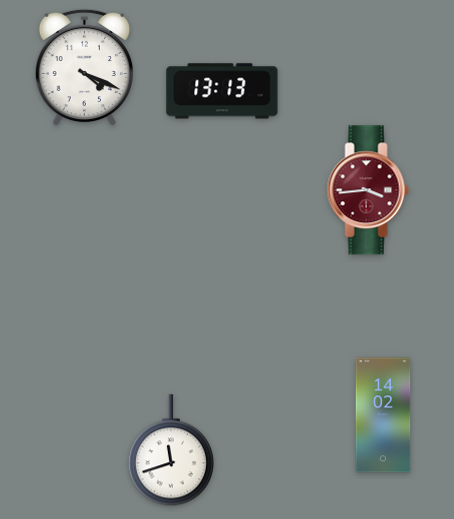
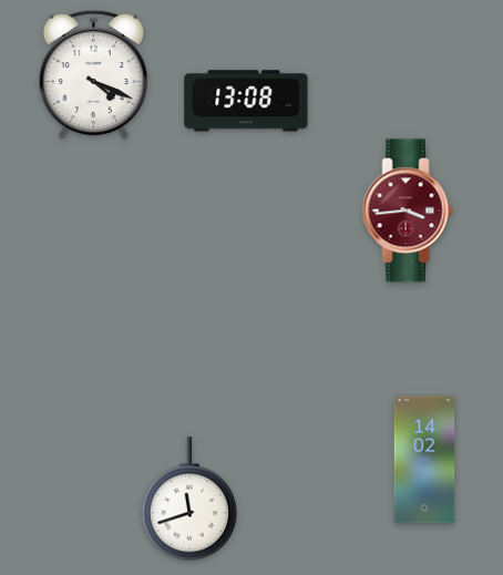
clock at (222, 91): 13:13 -> 13:08
